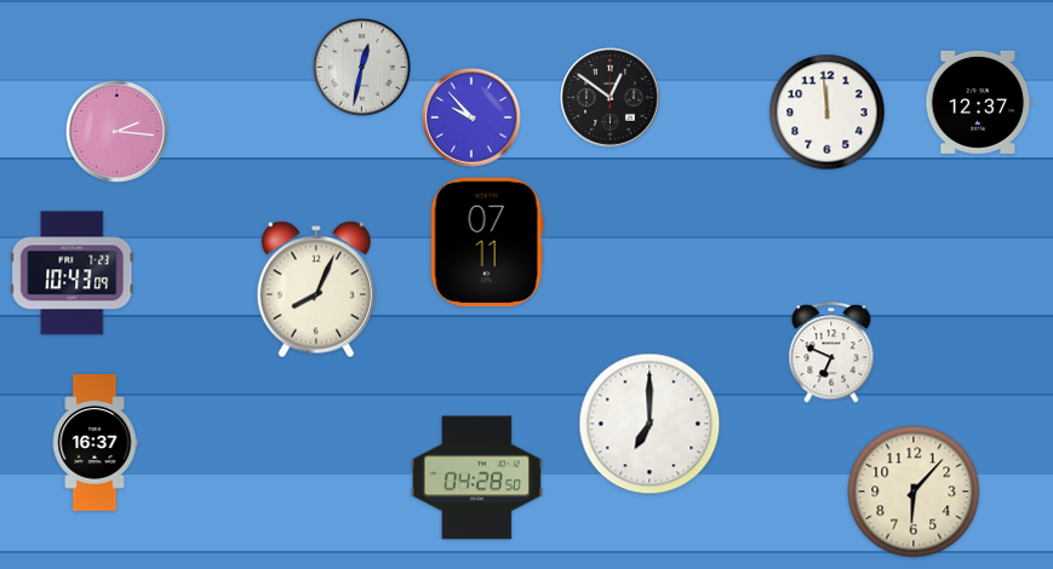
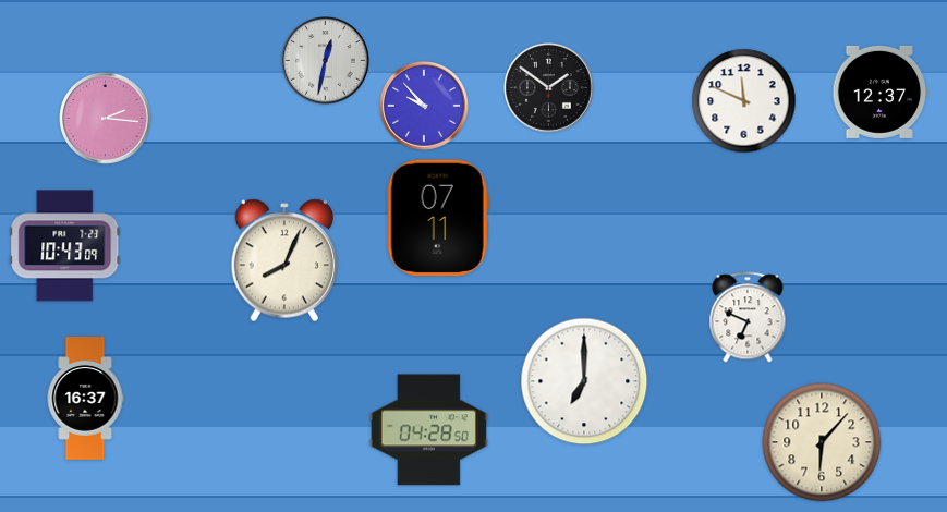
clock at (611, 98): 12:51 -> 1:51
clock at (828, 113): 11:59 -> 11:49
